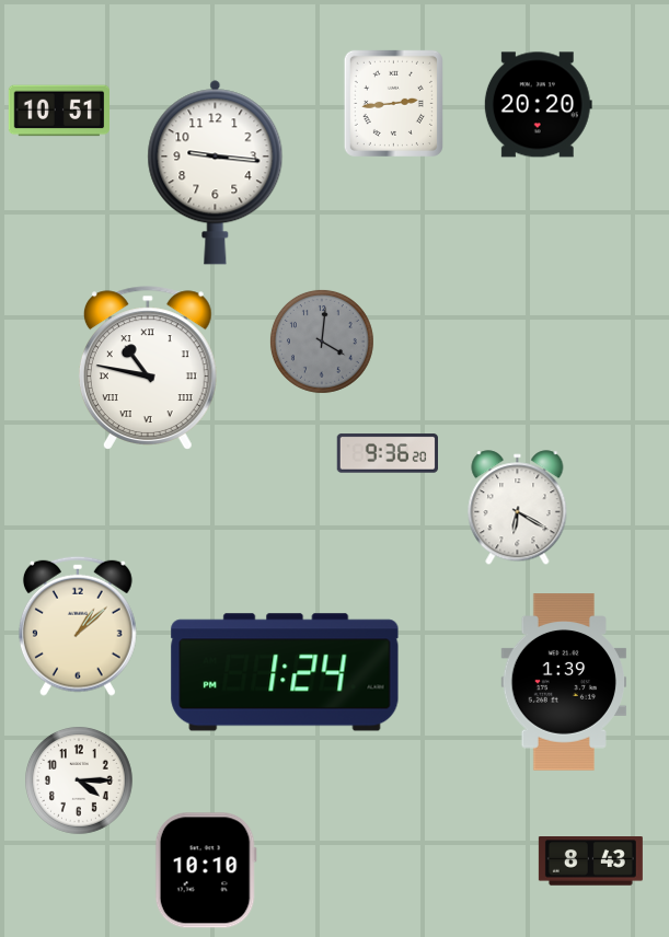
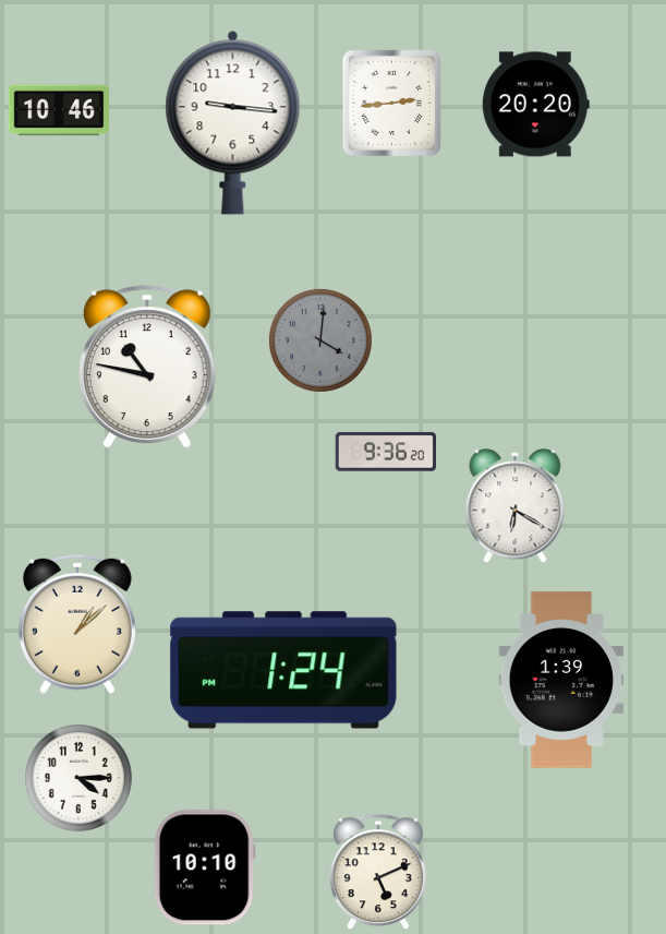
clock at (58, 111): 10:51 -> 10:46
clock at (216, 172) position: (216, 172) -> (233, 122)
clock at (148, 368) numerals: Roman -> Arabic
clock at (590, 861): 8:43 -> none
clock at (378, 873): none -> 5:11
